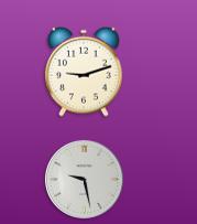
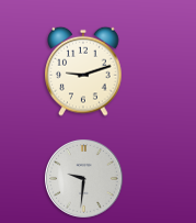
clock at (84, 179): 9:28 -> 9:31
